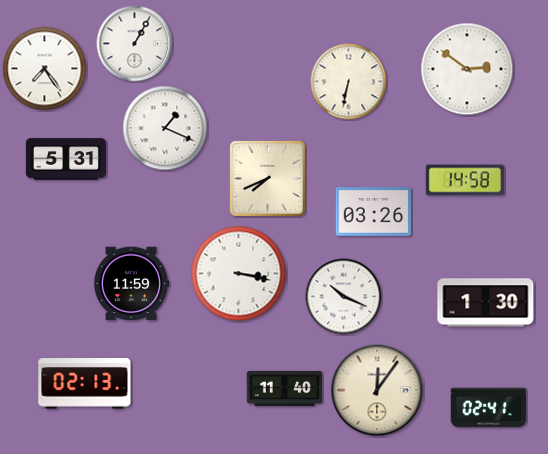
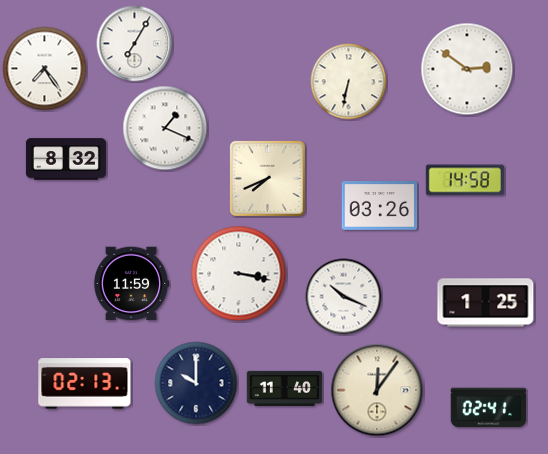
clock at (135, 44): 1:05 -> 7:05
clock at (66, 159): 5:31 -> 8:32
clock at (374, 212) position: (374, 212) -> (380, 206)
clock at (486, 303): 1:30 -> 1:25
clock at (196, 383): none -> 10:00
